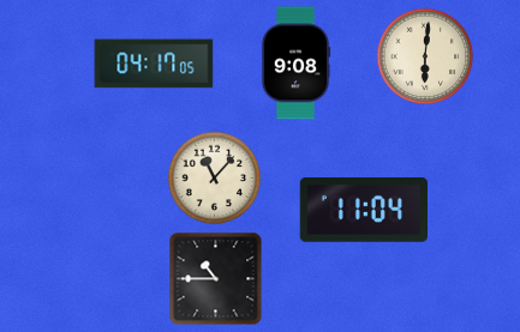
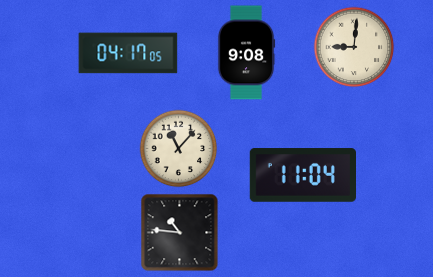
clock at (425, 56): 6:01 -> 9:01
clock at (215, 278): 10:45 -> 10:46
